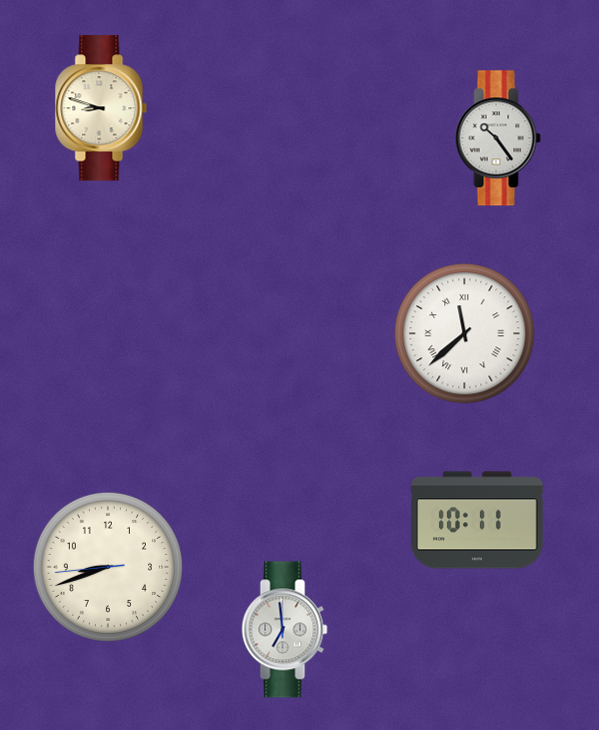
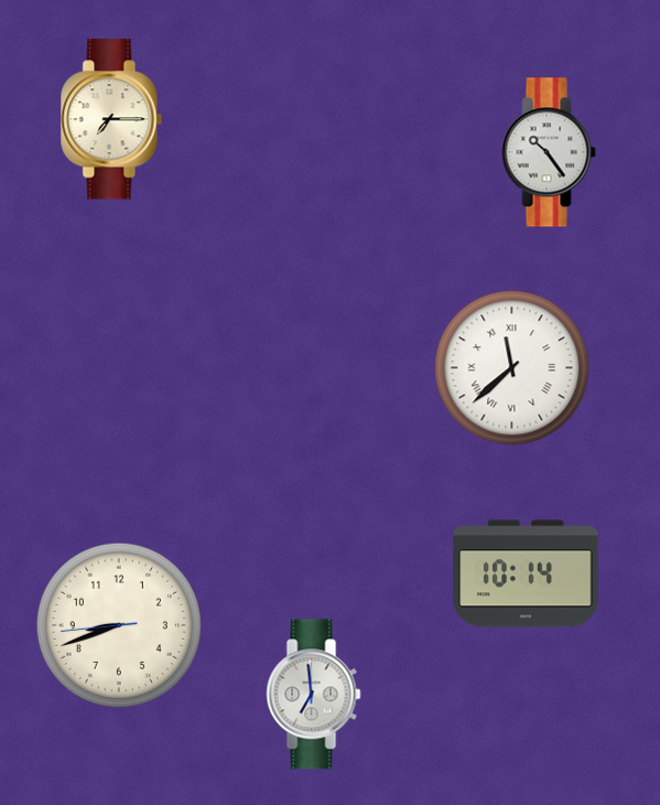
clock at (101, 108): 8:48 -> 7:15
clock at (477, 520): 10:11 -> 10:14
